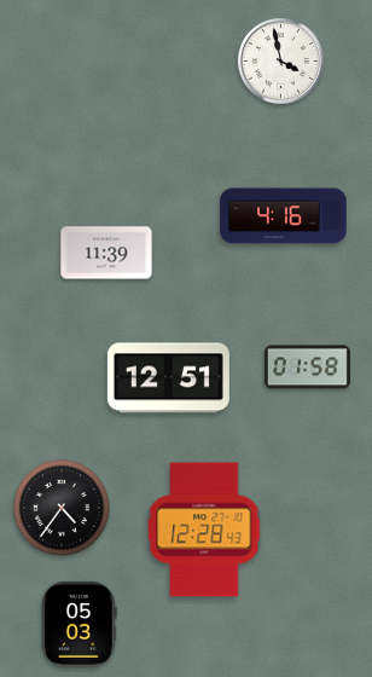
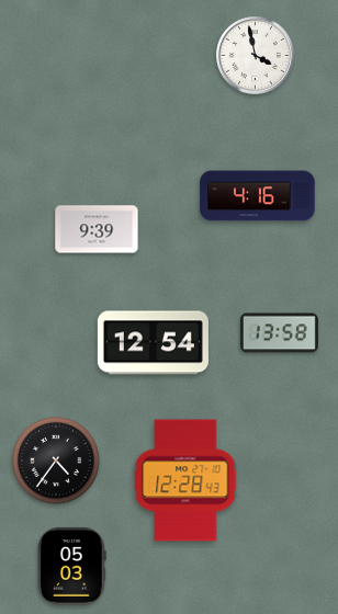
clock at (106, 253): 11:39 -> 9:39
clock at (307, 368): 01:58 -> 13:58
clock at (168, 378): 12:51 -> 12:54
